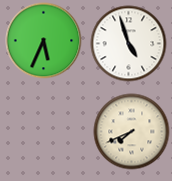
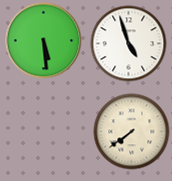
clock at (44, 41): 5:34 -> 5:29
clock at (132, 132): 7:41 -> 7:39
